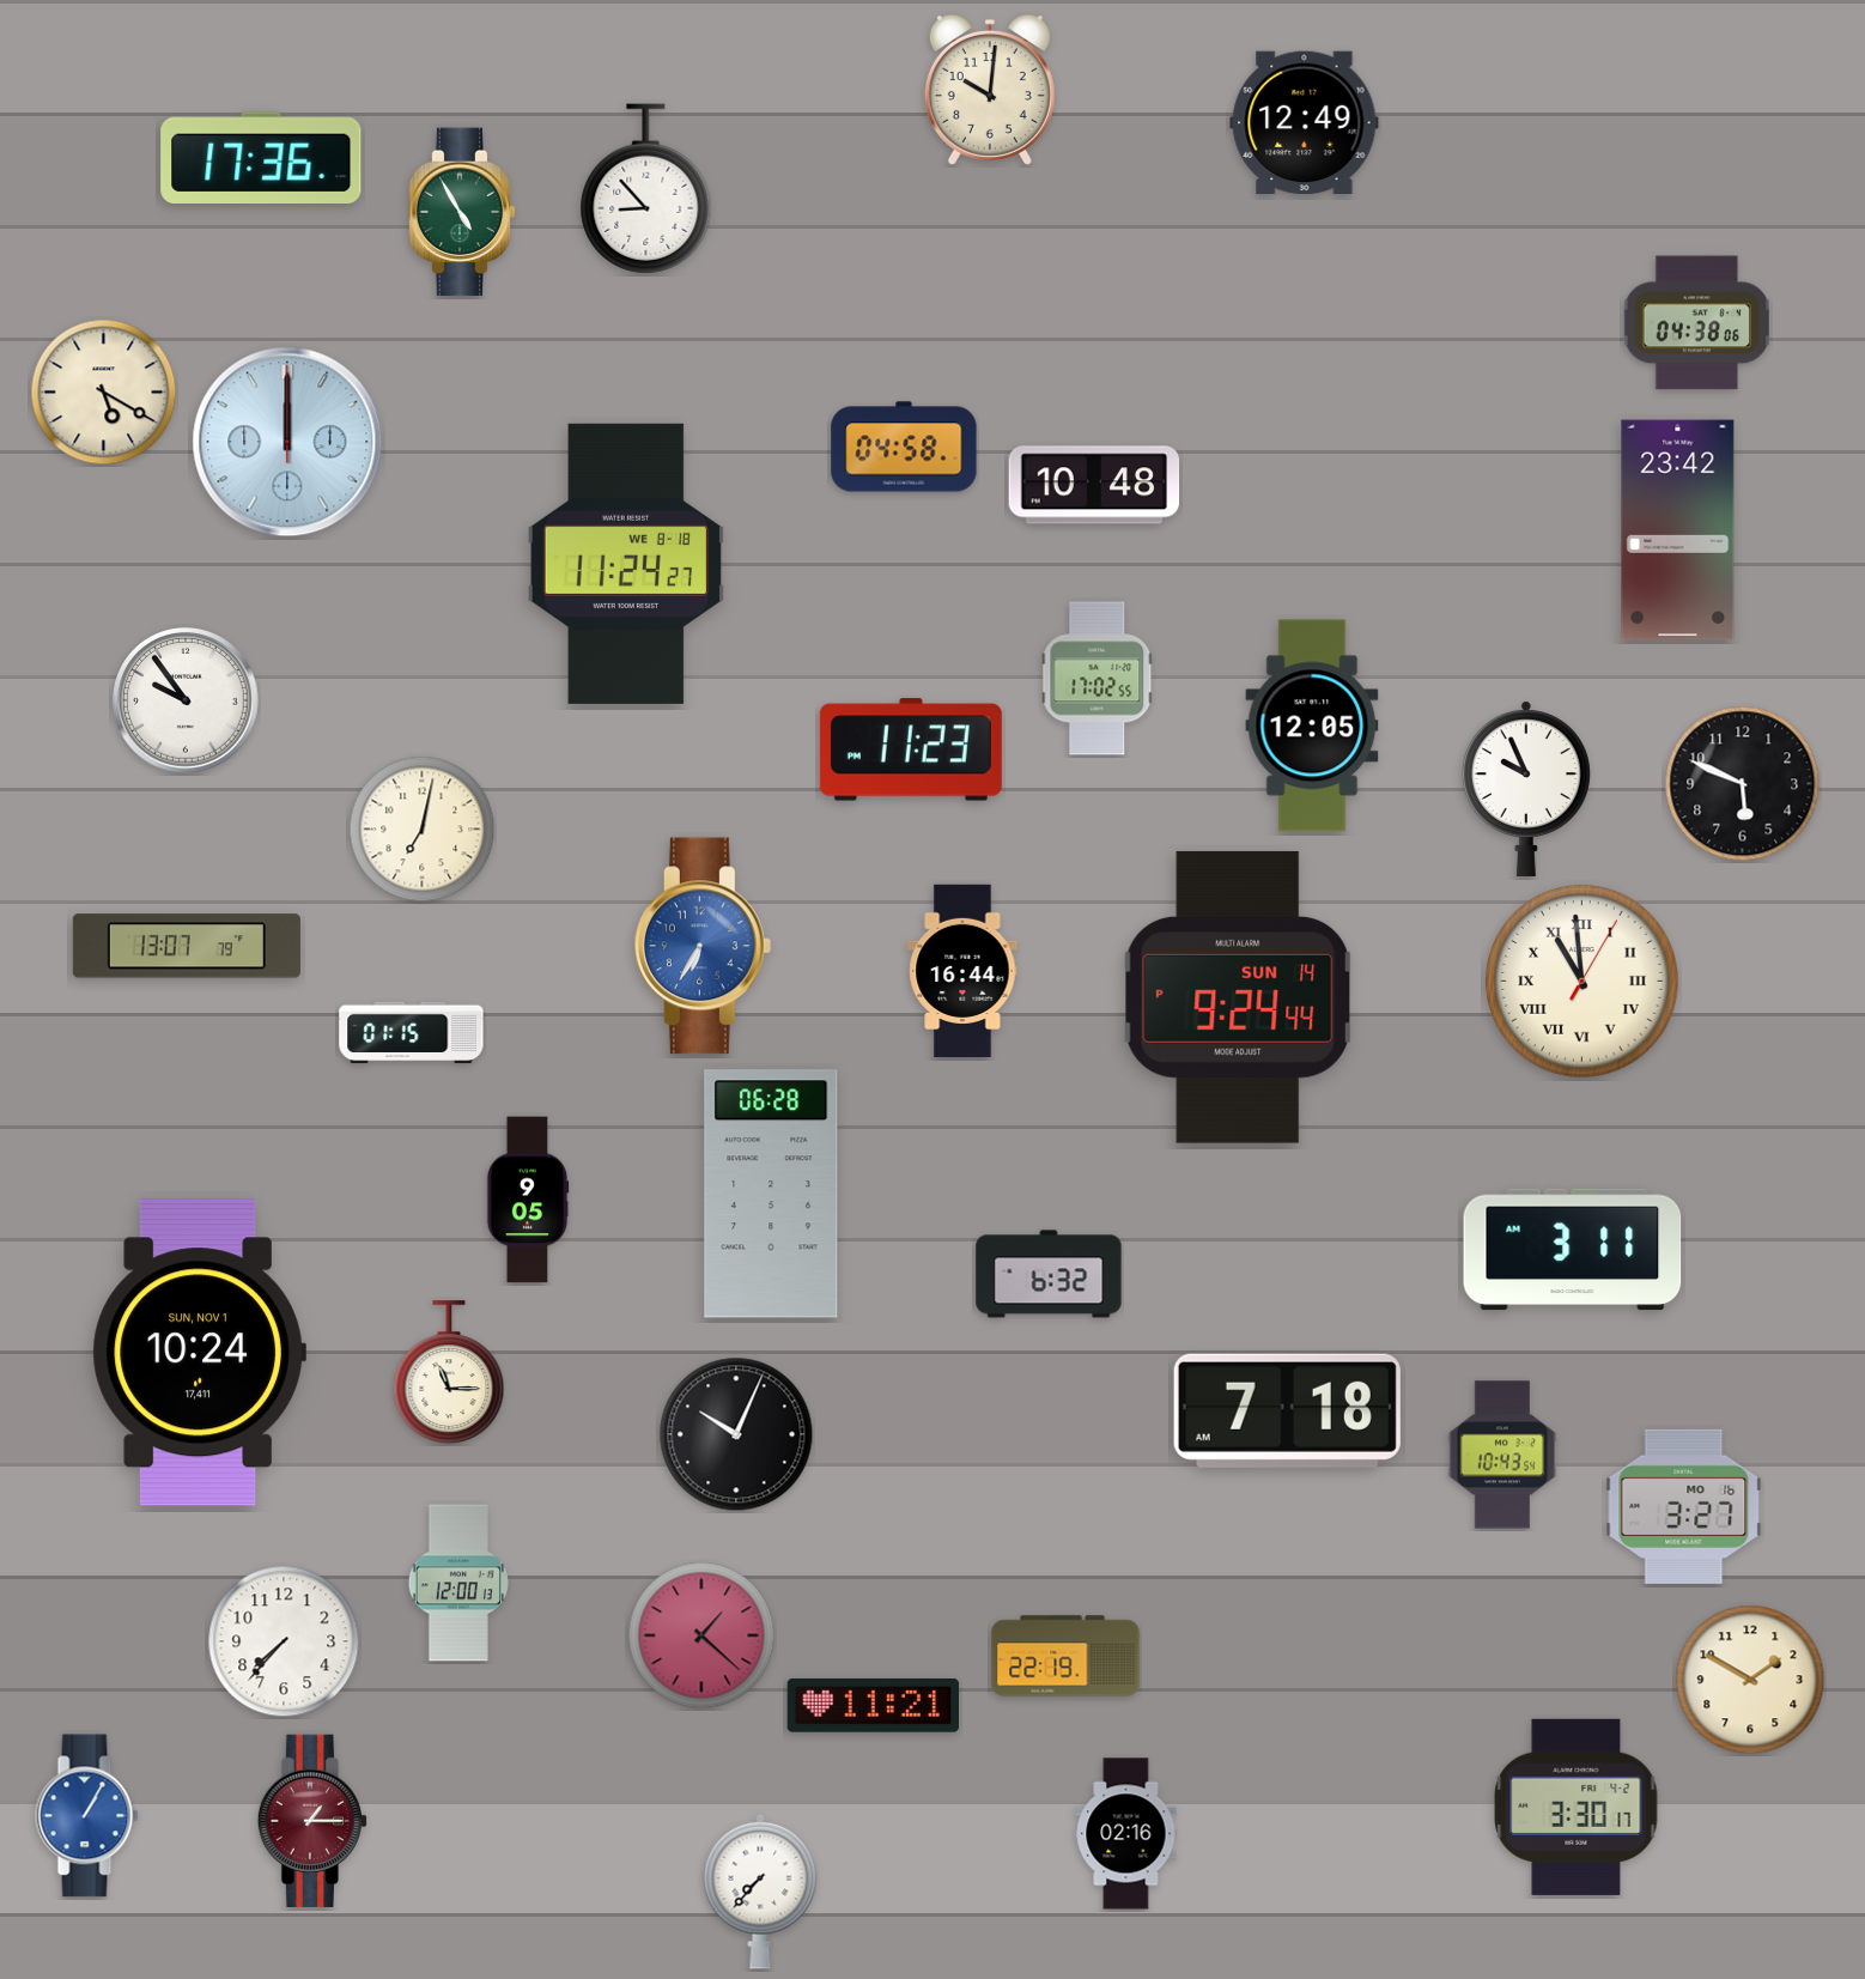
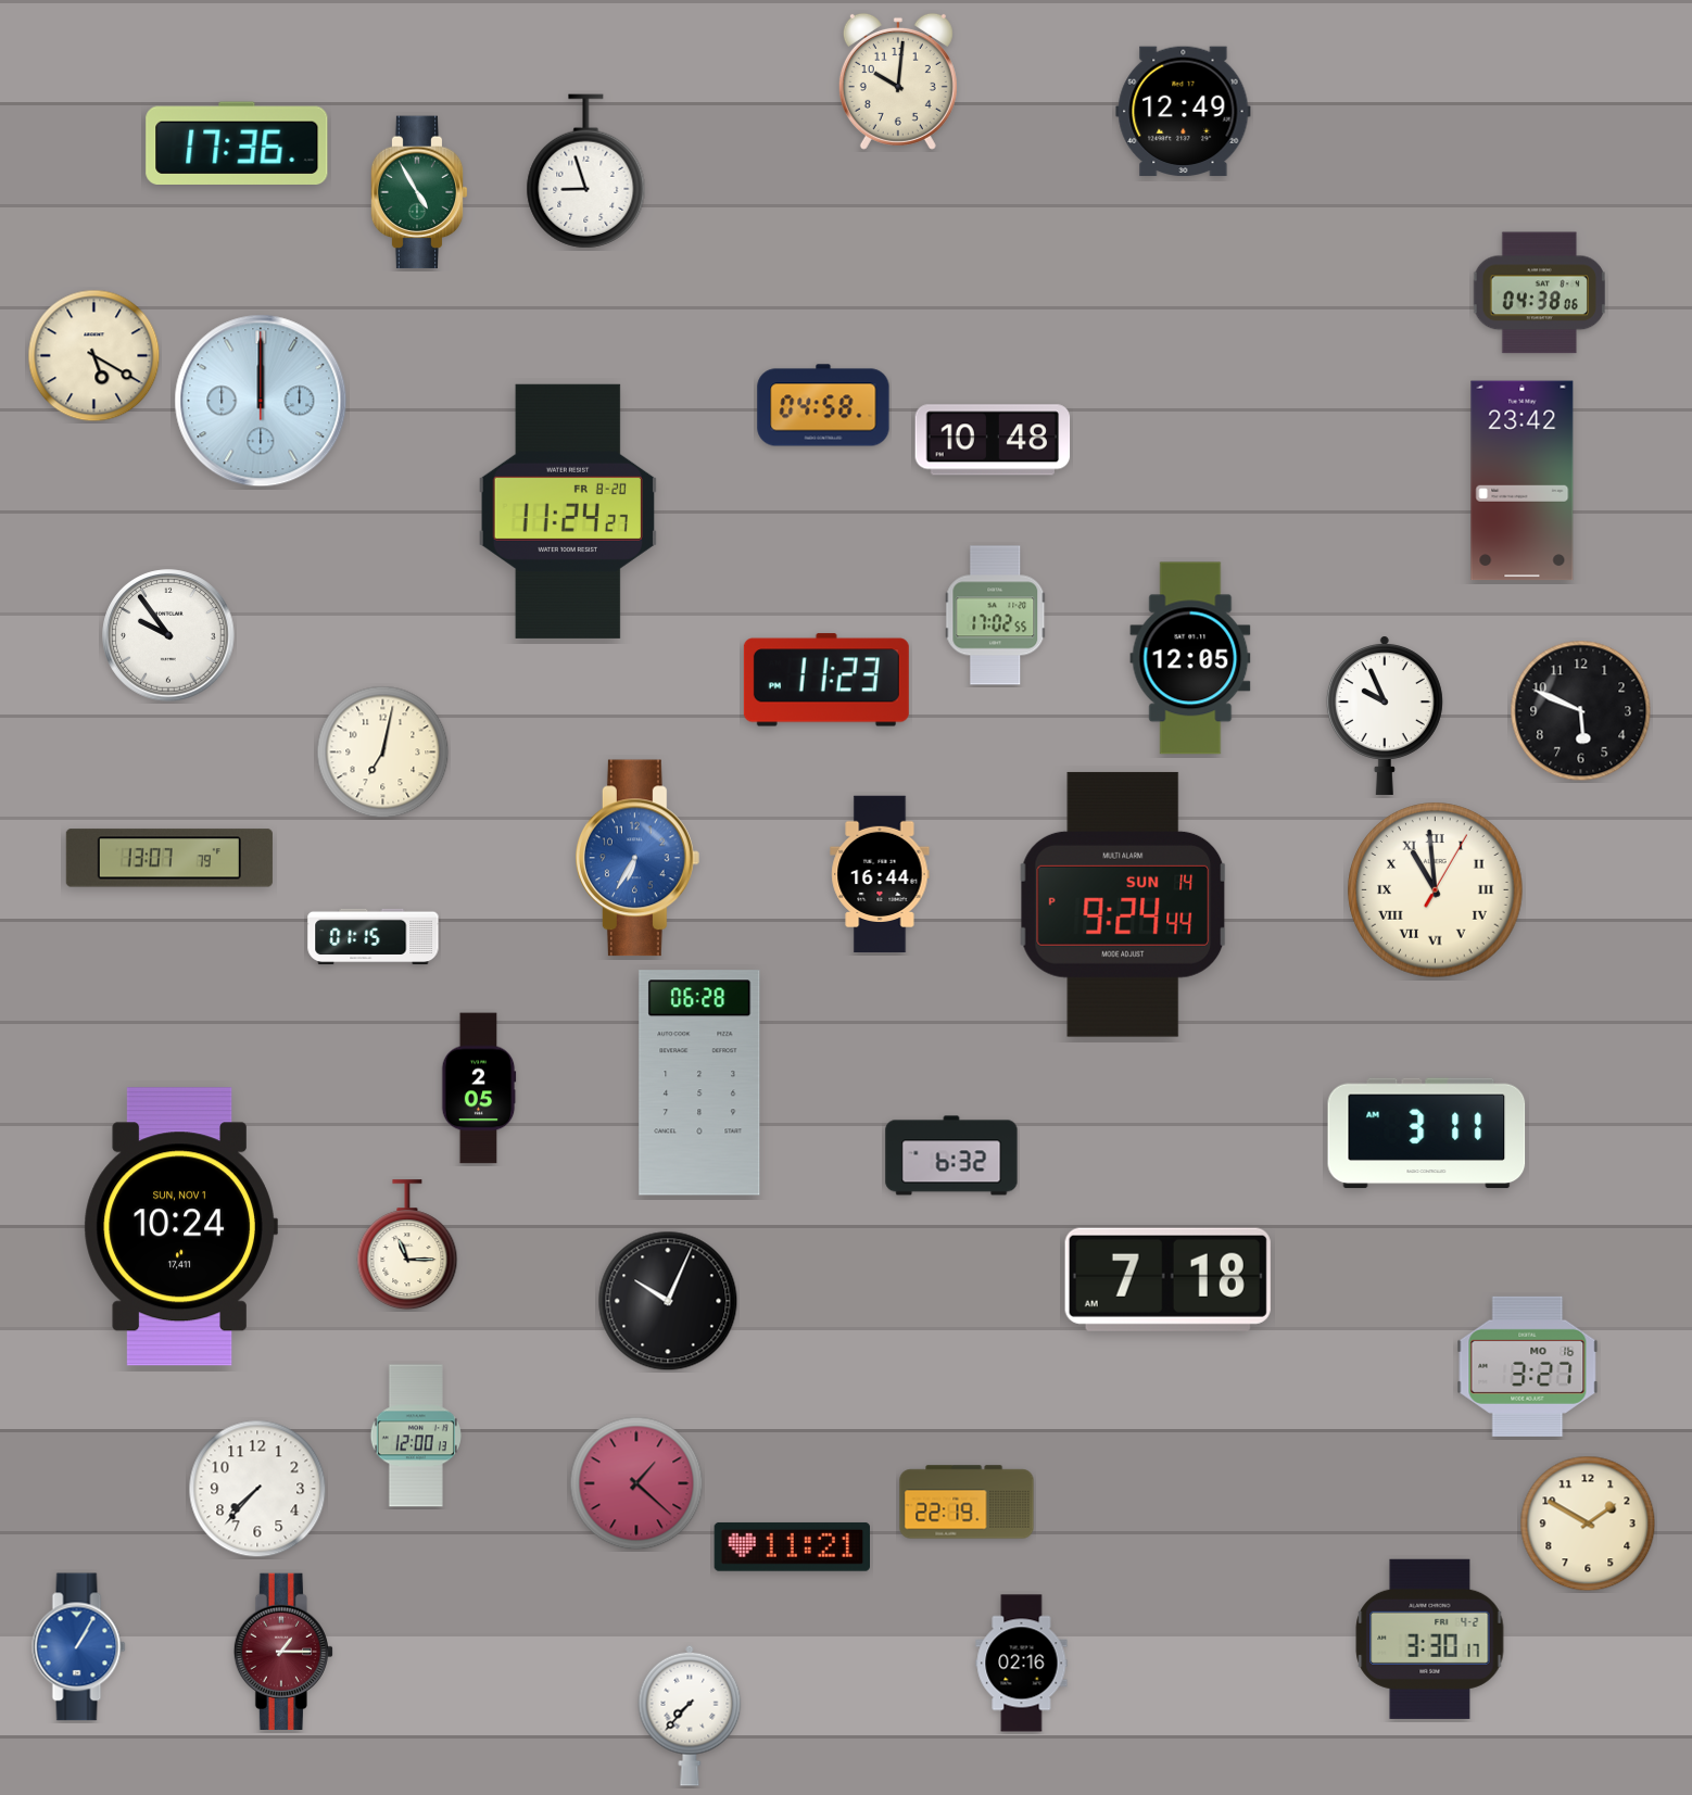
clock at (646, 189): 8:53 -> 8:57
clock at (904, 447) position: (904, 447) -> (823, 405)
clock at (626, 564) date: WE 8-18 -> FR 8-20
clock at (962, 971) position: (962, 971) -> (880, 874)
clock at (528, 1200): 9:05 -> 2:05
clock at (1502, 1455): 10:43 -> none
